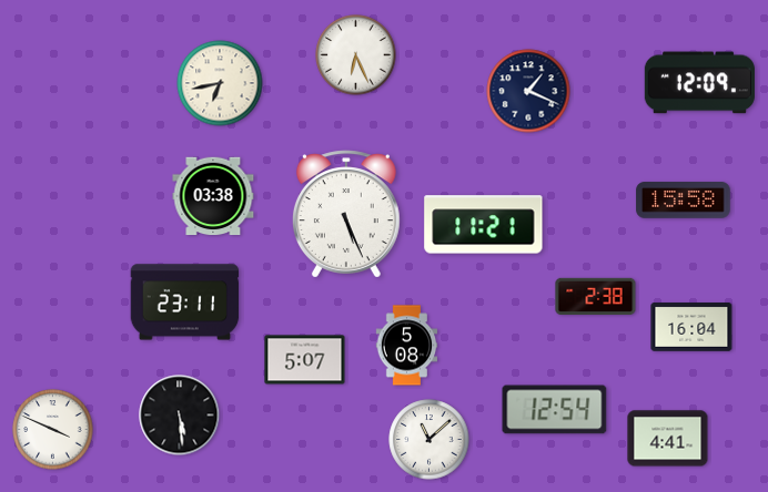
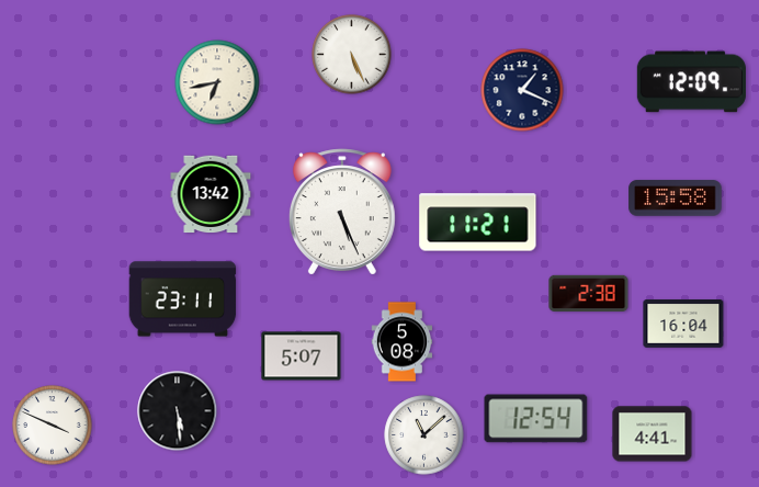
clock at (356, 55): 6:26 -> 5:26
clock at (213, 196): 03:38 -> 13:42
clock at (555, 410) position: (555, 410) -> (536, 419)
clock at (668, 439) position: (668, 439) -> (653, 434)
